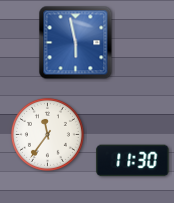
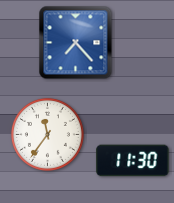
clock at (76, 43): 5:58 -> 7:23
